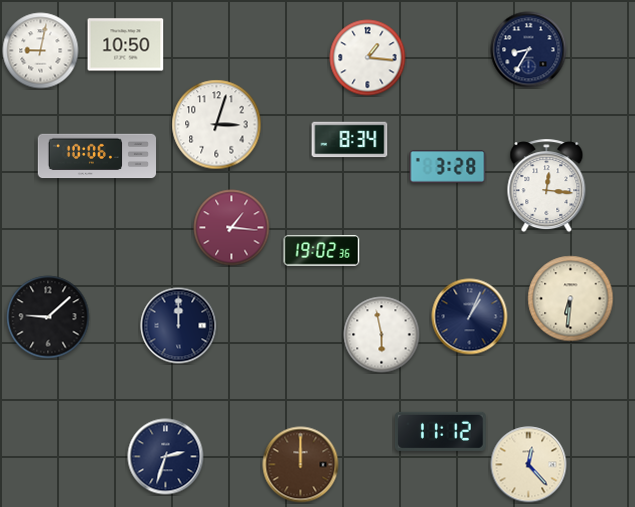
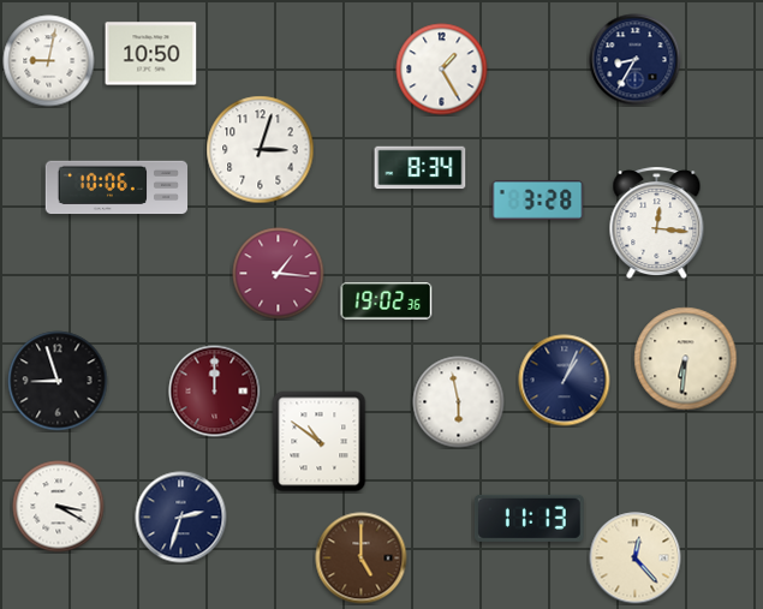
clock at (368, 58): 1:16 -> 1:25
clock at (48, 317): 9:08 -> 8:57
clock at (179, 326) dial: navy -> burgundy
clock at (320, 442): none -> 10:51
clock at (59, 507): none -> 3:20
clock at (440, 431): 11:12 -> 11:13
clock at (166, 457) position: (166, 457) -> (181, 518)
clock at (301, 465): 12:00 -> 5:00
